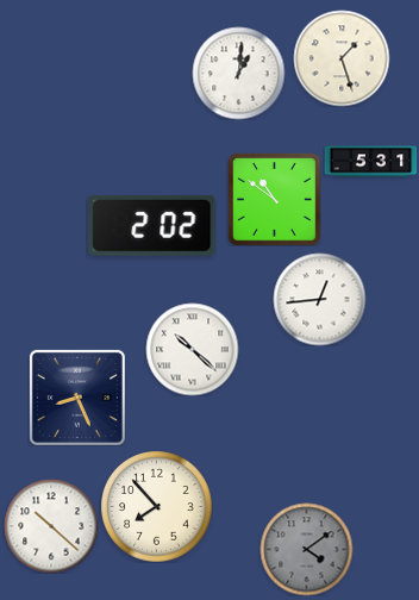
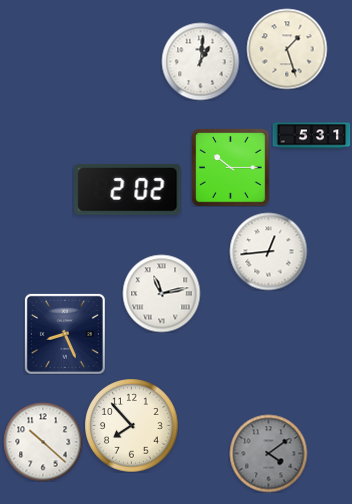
clock at (274, 199): 10:51 -> 10:15
clock at (192, 349): 10:22 -> 11:13
clock at (306, 549) position: (306, 549) -> (268, 453)
